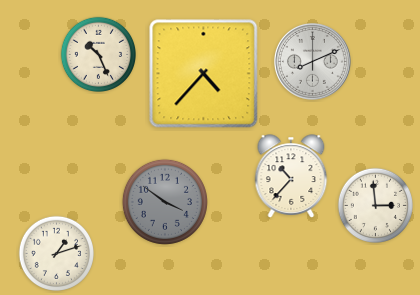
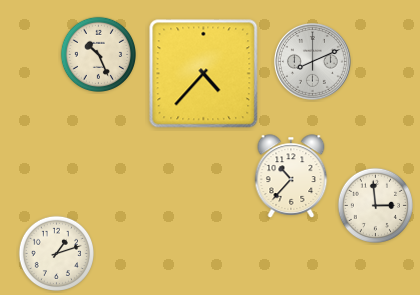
clock at (165, 202): 3:51 -> none
